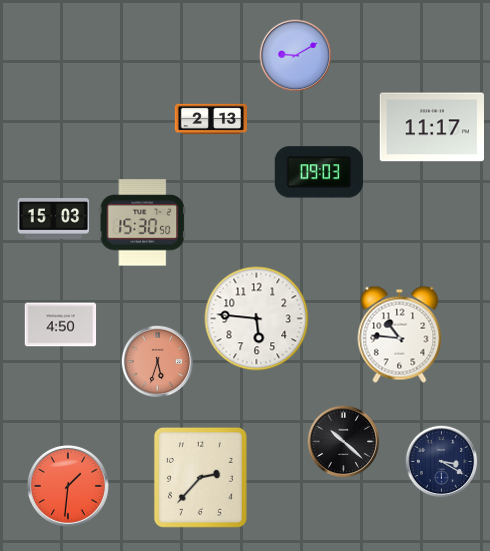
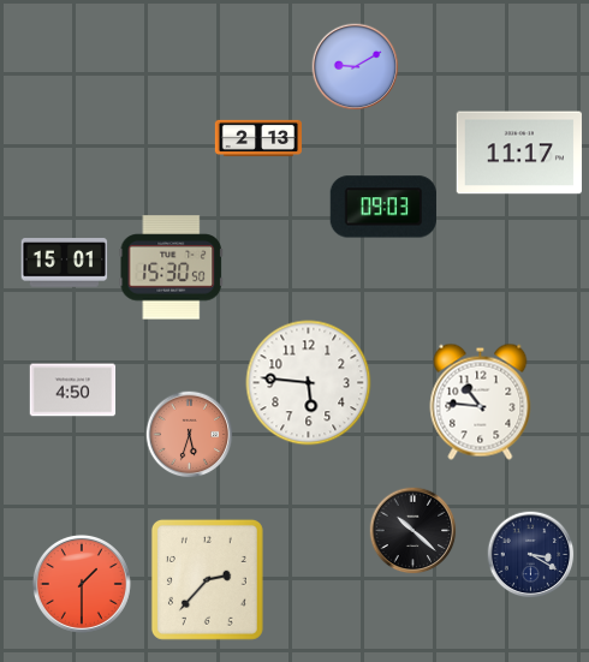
clock at (211, 119) position: (211, 119) -> (258, 138)
clock at (54, 219): 15:03 -> 15:01
clock at (200, 477) position: (200, 477) -> (207, 579)
clock at (68, 486): 1:31 -> 1:30
